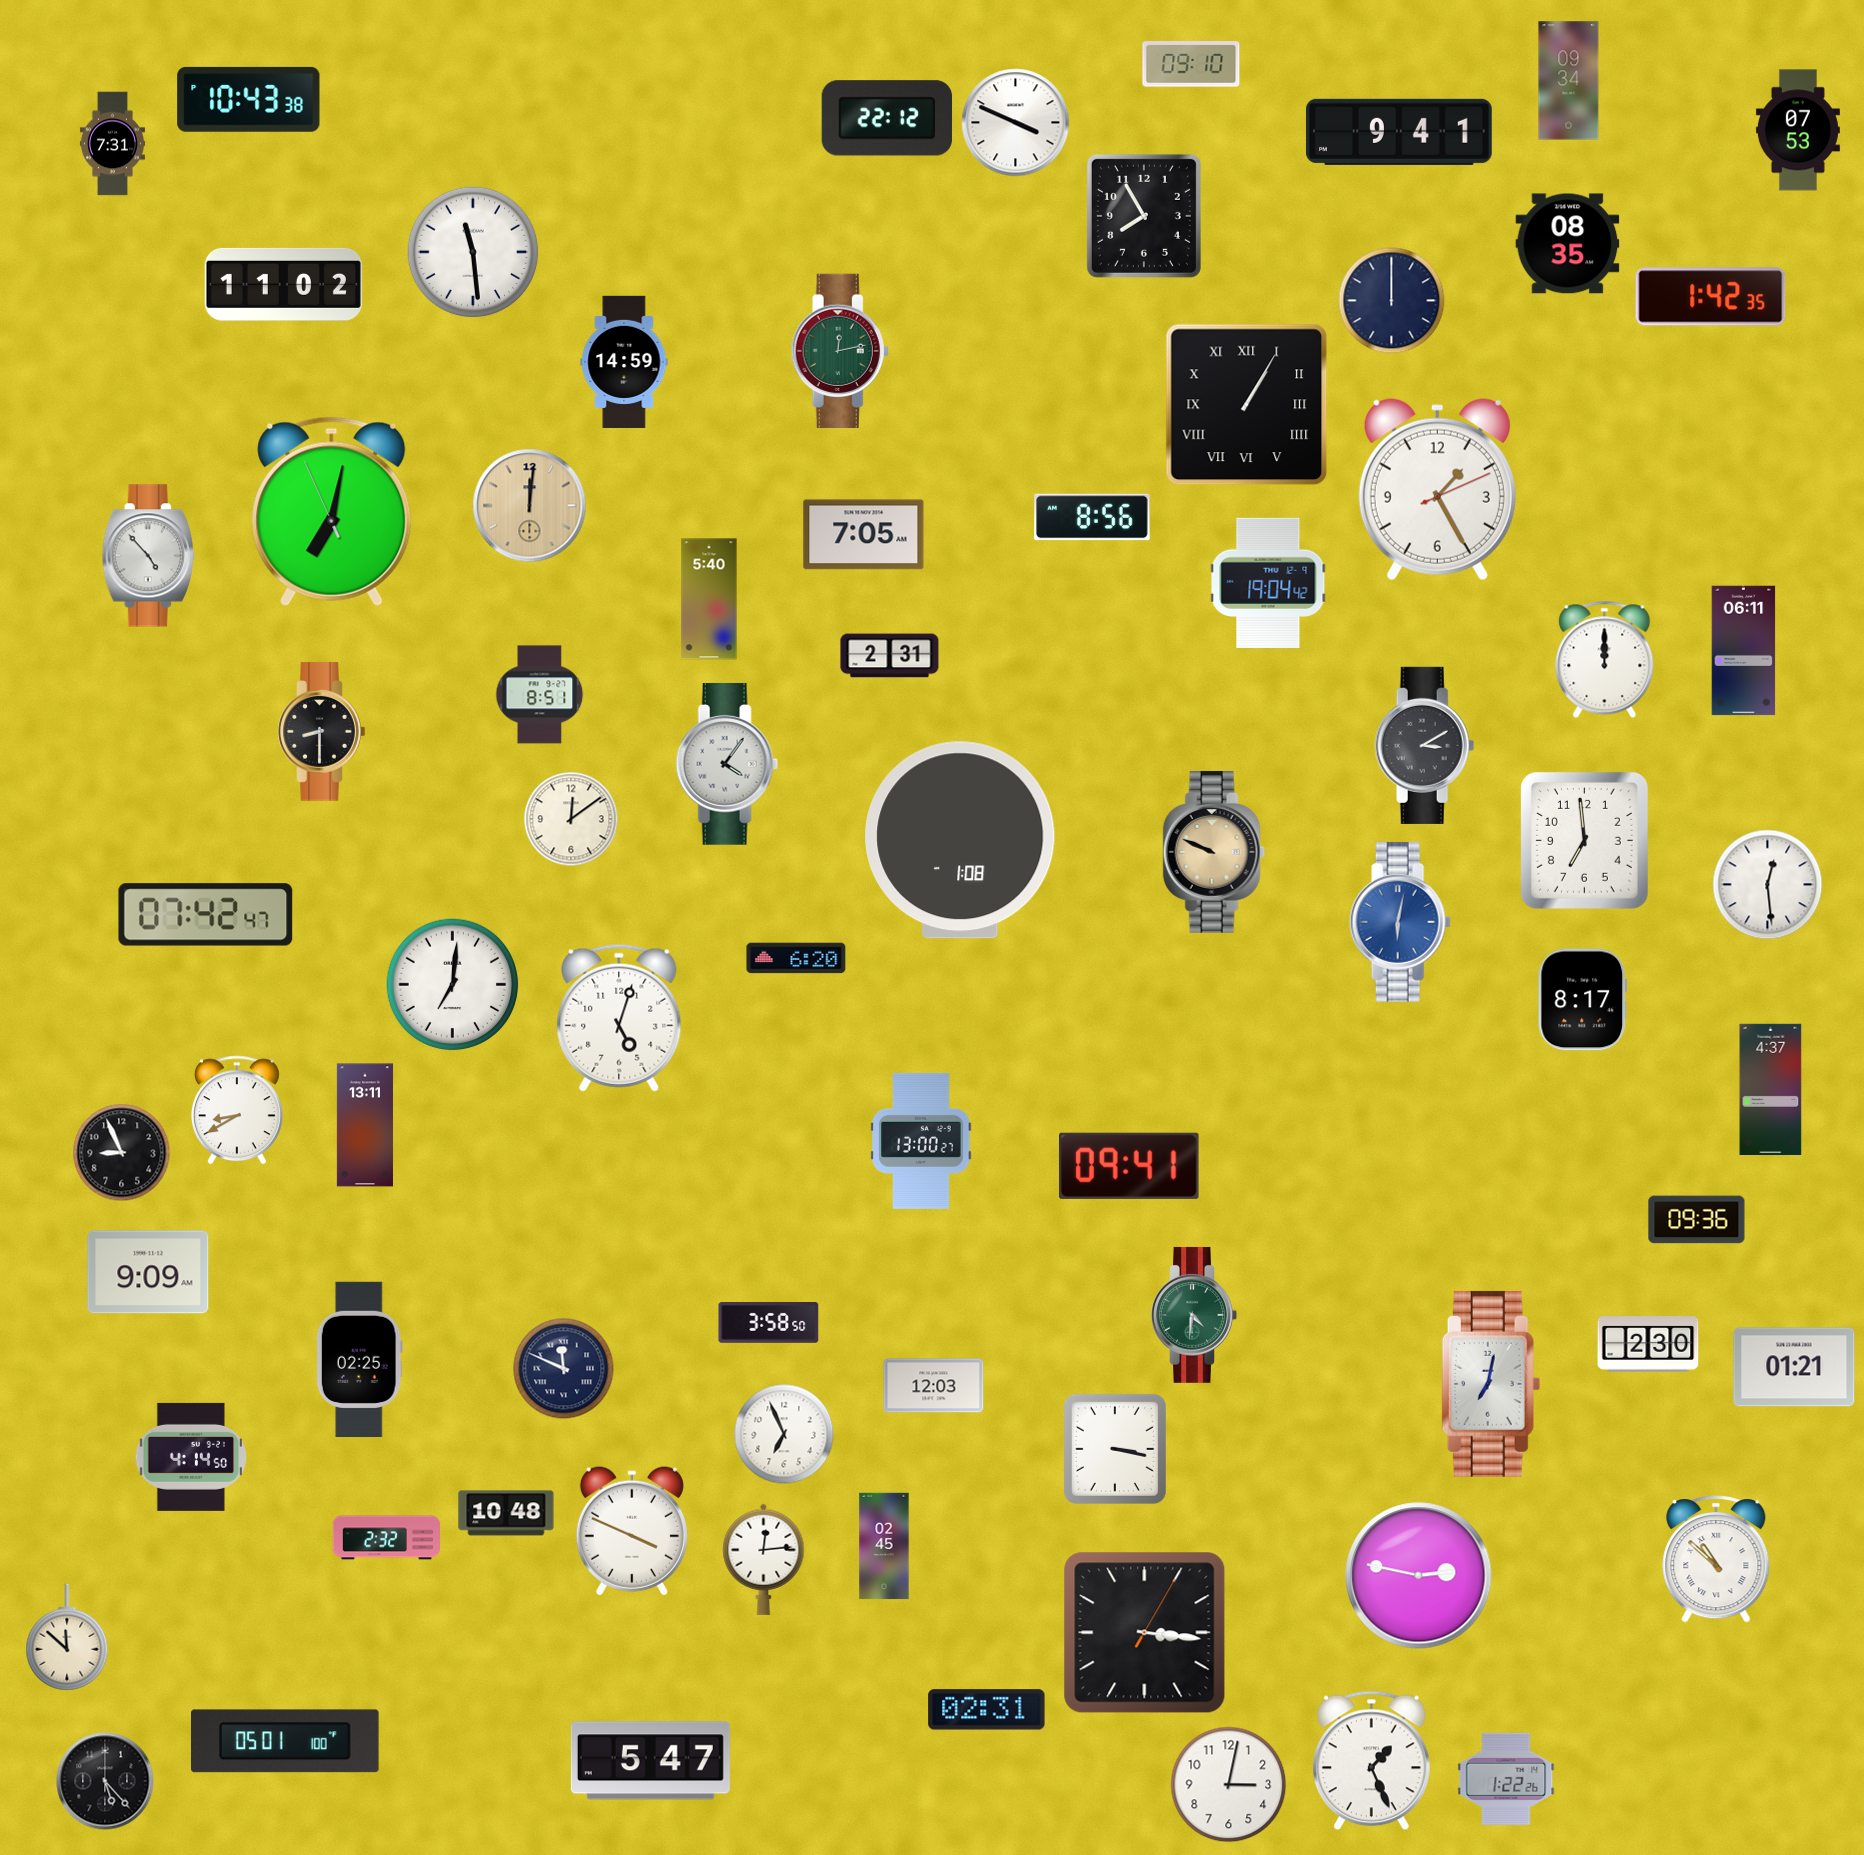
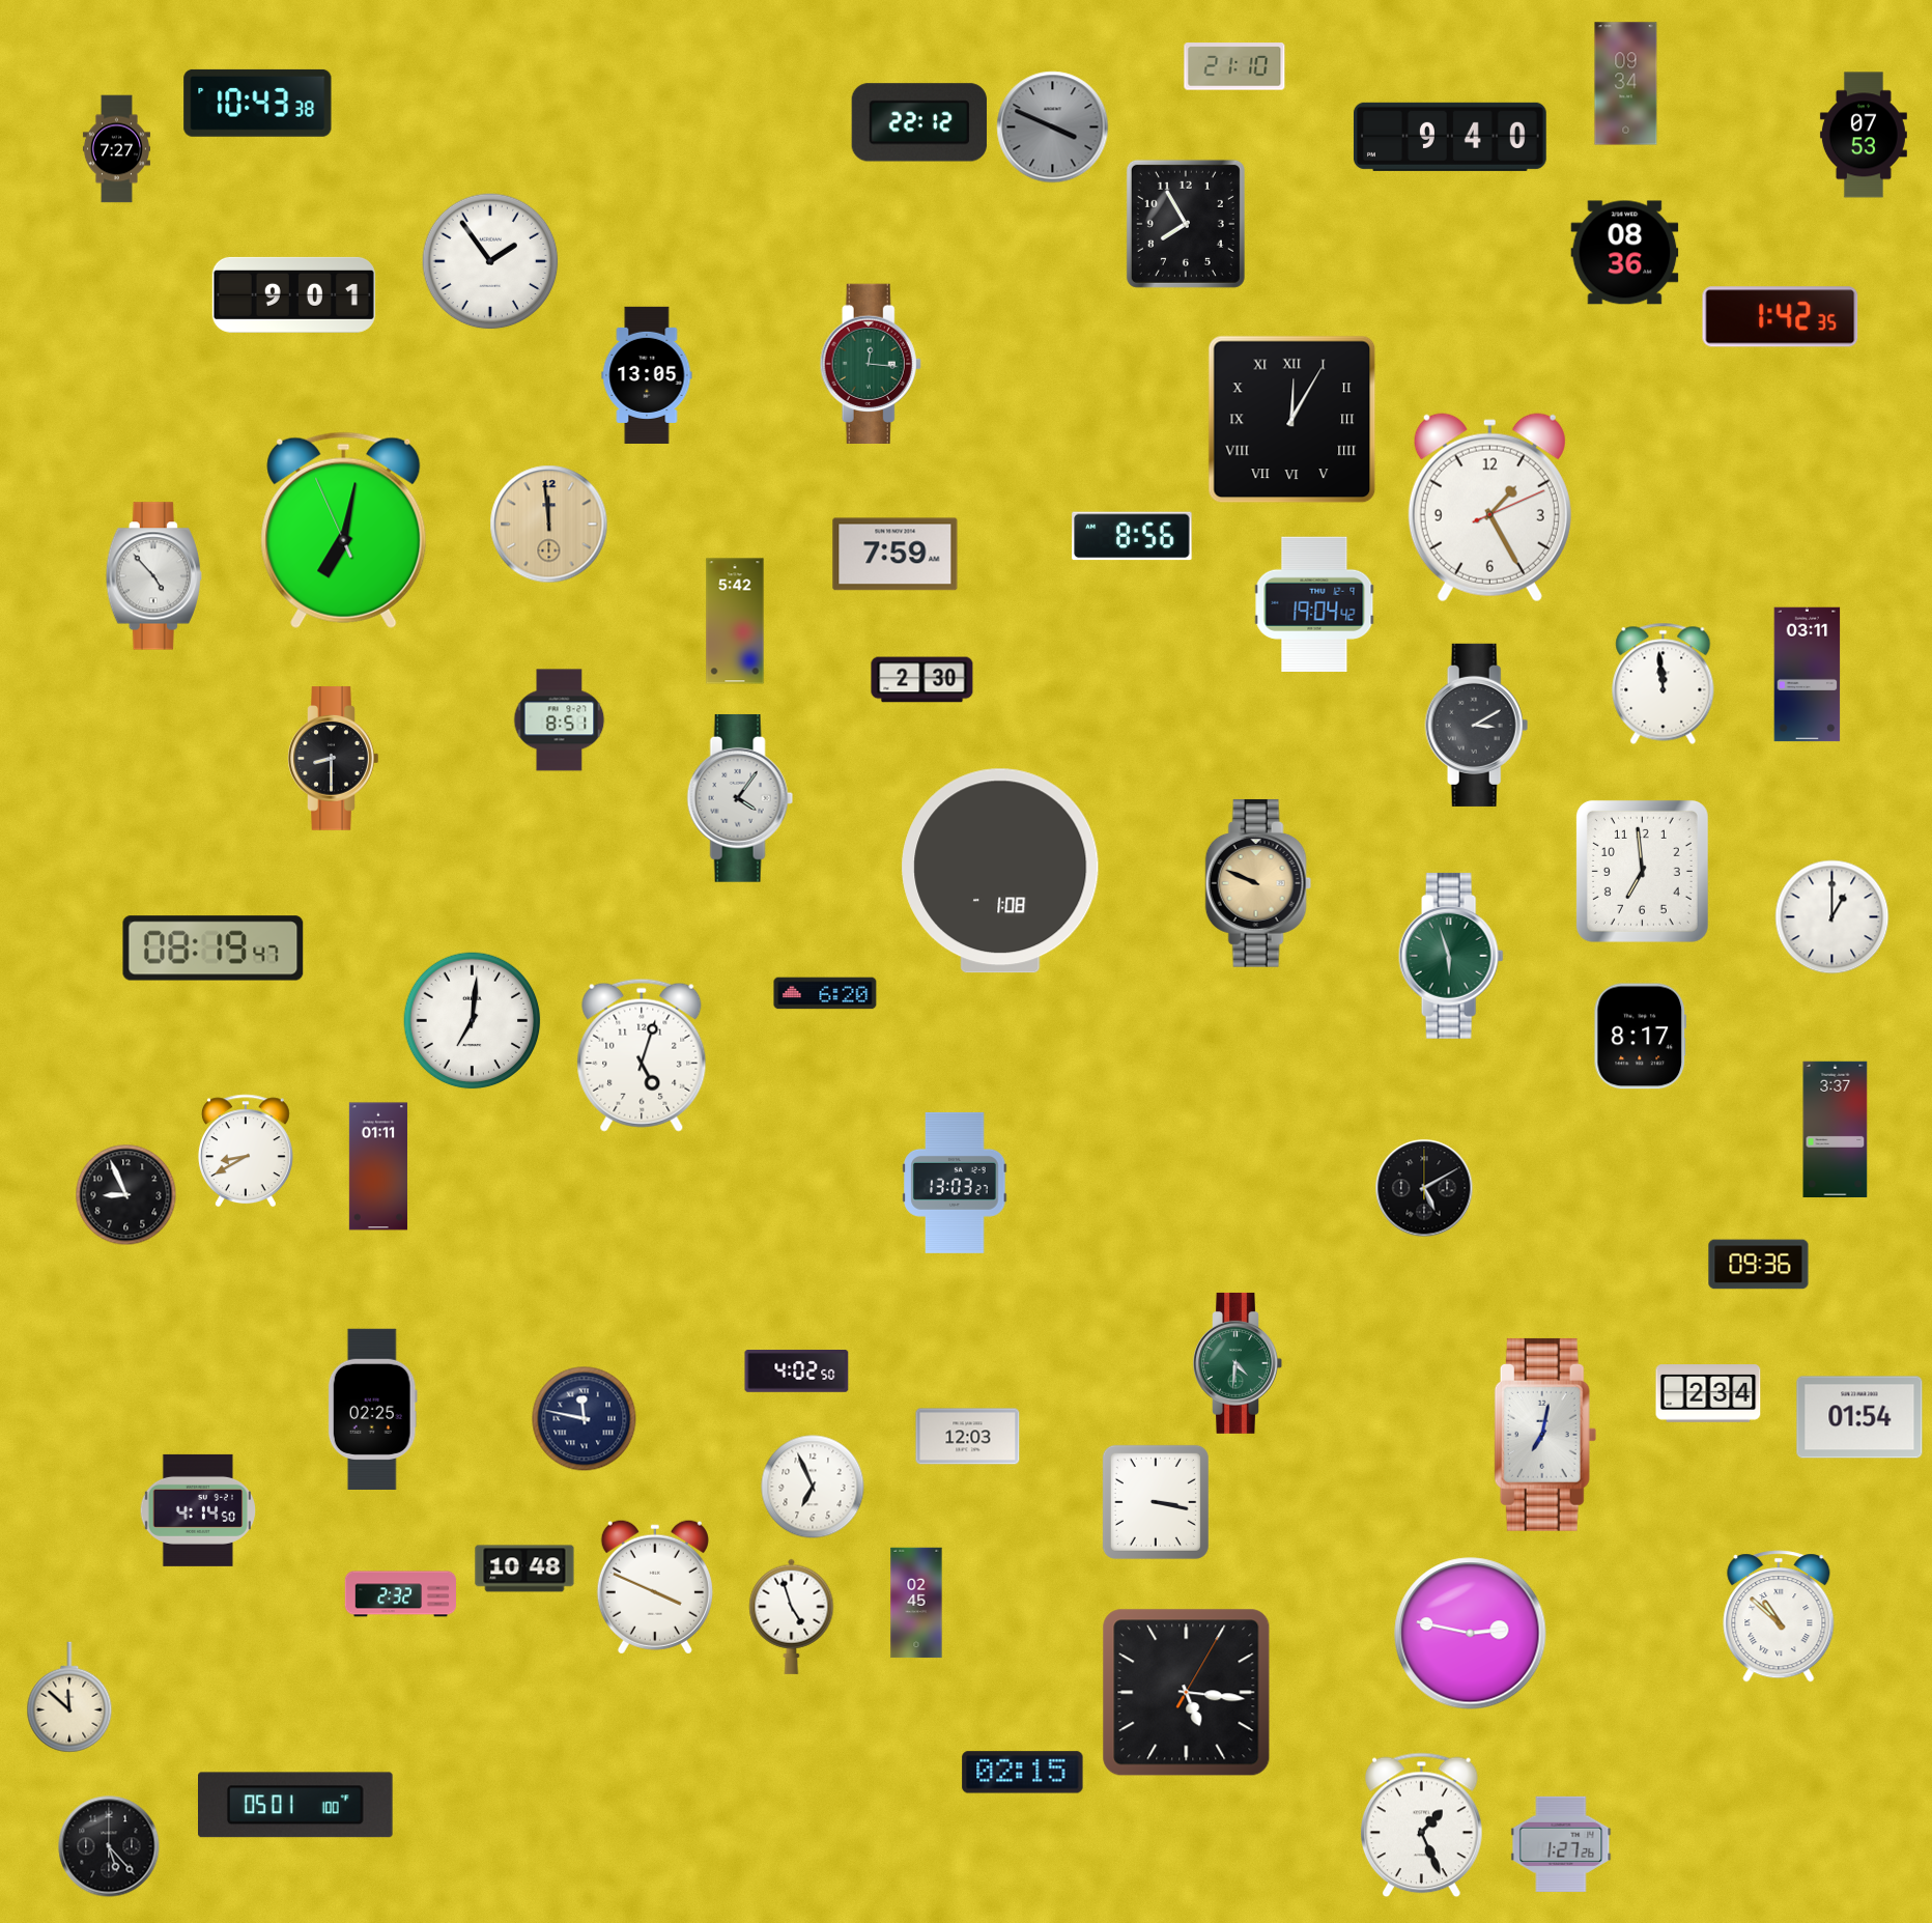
clock at (1191, 64): 09:10 -> 21:10
clock at (1016, 123) dial: white -> grey
clock at (1399, 132): 9:41 -> 9:40
clock at (112, 144): 7:31 -> 7:27
clock at (1568, 244): 08:35 -> 08:36
clock at (473, 252): 11:29 -> 1:54
clock at (283, 284): 11:02 -> 9:01
clock at (1711, 297) position: (1711, 297) -> (1781, 317)
clock at (1392, 301): 12:00 -> none
clock at (840, 351): 12:13 -> 12:16
clock at (624, 362): 14:59 -> 13:05
clock at (1247, 405): 1:05 -> 12:05
clock at (530, 506): 12:01 -> 11:59
clock at (864, 535): 7:05 -> 7:59
clock at (709, 599): 5:40 -> 5:42
clock at (1744, 651): 06:11 -> 03:11
clock at (890, 656): 2:31 -> 2:30
clock at (1605, 659): 12:00 -> 11:59
clock at (1425, 745) position: (1425, 745) -> (1477, 725)
clock at (727, 764) position: (727, 764) -> (740, 798)
clock at (571, 819): 12:09 -> none
clock at (960, 840) position: (960, 840) -> (1000, 871)
clock at (1768, 885): 12:29 -> 1:00
clock at (206, 915): 07:42 -> 08:19
clock at (1400, 922): 6:02 -> 5:57
clock at (1400, 922) dial: blue -> green
clock at (453, 985) position: (453, 985) -> (473, 1021)
clock at (1771, 1089): 4:37 -> 3:37
clock at (365, 1125): 13:11 -> 01:11
clock at (921, 1141): 13:00 -> 13:03
clock at (1424, 1188): none -> 5:10
clock at (1130, 1166): 09:41 -> none
clock at (148, 1272): 9:09 -> none
clock at (769, 1323): 3:58 -> 4:02
clock at (1648, 1344): 2:30 -> 2:34
clock at (1794, 1367): 01:21 -> 01:54
clock at (564, 1369): 11:49 -> 11:47
clock at (764, 1559): 12:14 -> 4:57
clock at (1145, 1633): 3:16 -> 5:16
clock at (987, 1710): 02:31 -> 02:15
clock at (650, 1761): 5:47 -> none
clock at (1506, 1779): 1:22 -> 1:27
clock at (1229, 1785): 3:02 -> none
